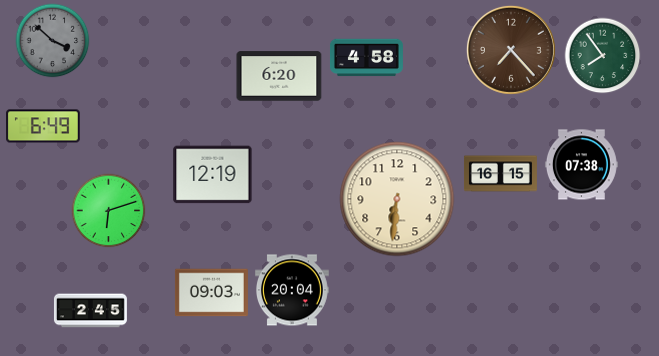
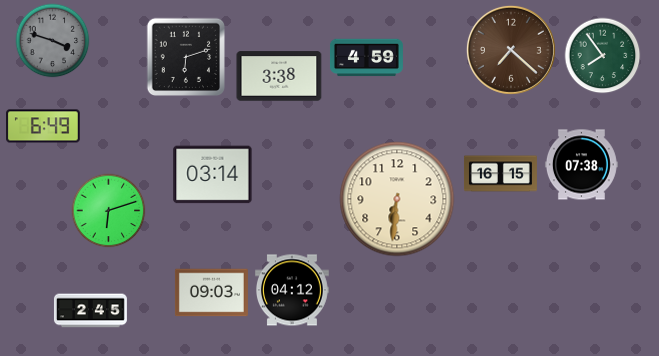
clock at (53, 41): 3:52 -> 3:48
clock at (511, 50): 7:23 -> 7:22
clock at (185, 56): none -> 6:12
clock at (366, 58): 4:58 -> 4:59
clock at (279, 76): 6:20 -> 3:38
clock at (213, 175): 12:19 -> 03:14
clock at (293, 290): 20:04 -> 04:12
